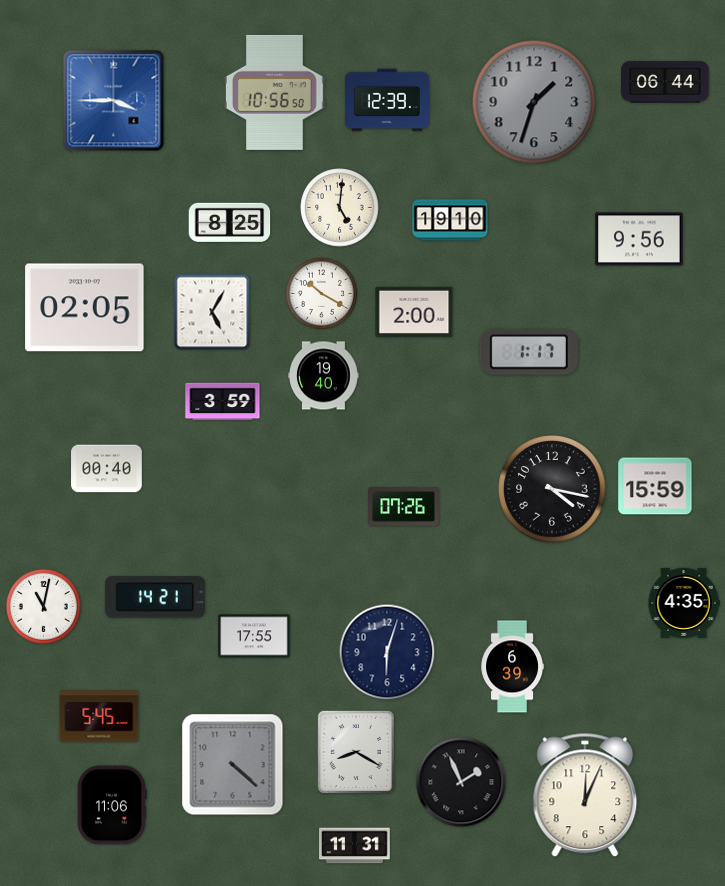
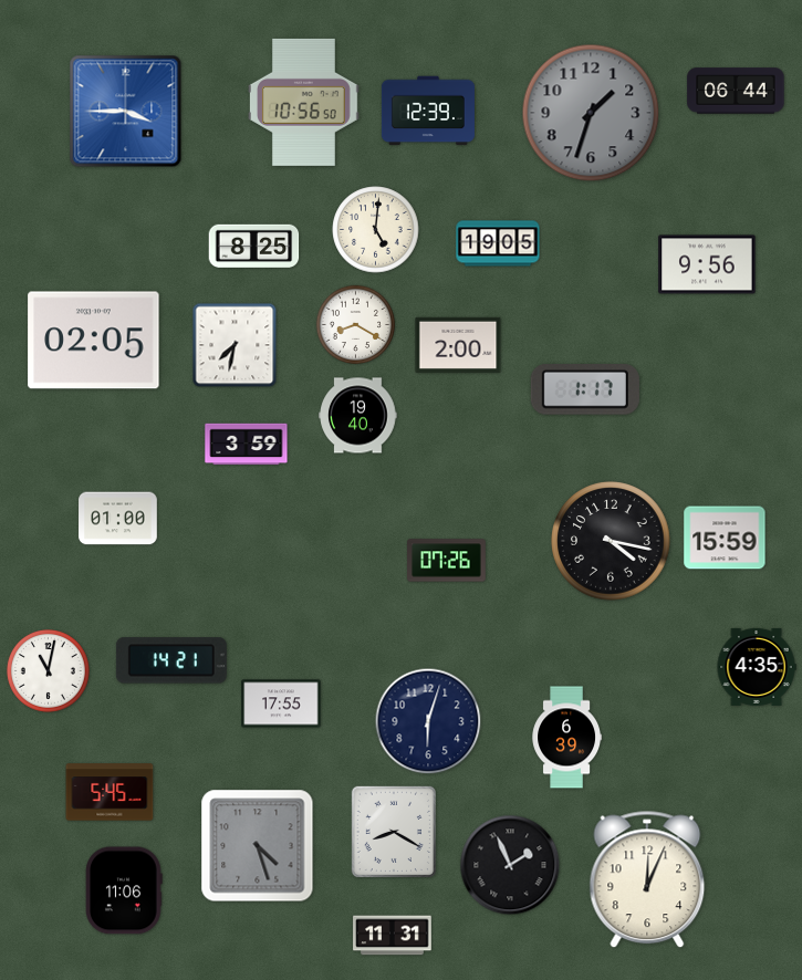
clock at (450, 220): 19:10 -> 19:05
clock at (321, 293): 10:20 -> 8:20
clock at (212, 312): 5:05 -> 7:32
clock at (107, 469): 00:40 -> 01:00
clock at (233, 765): 4:22 -> 4:27
